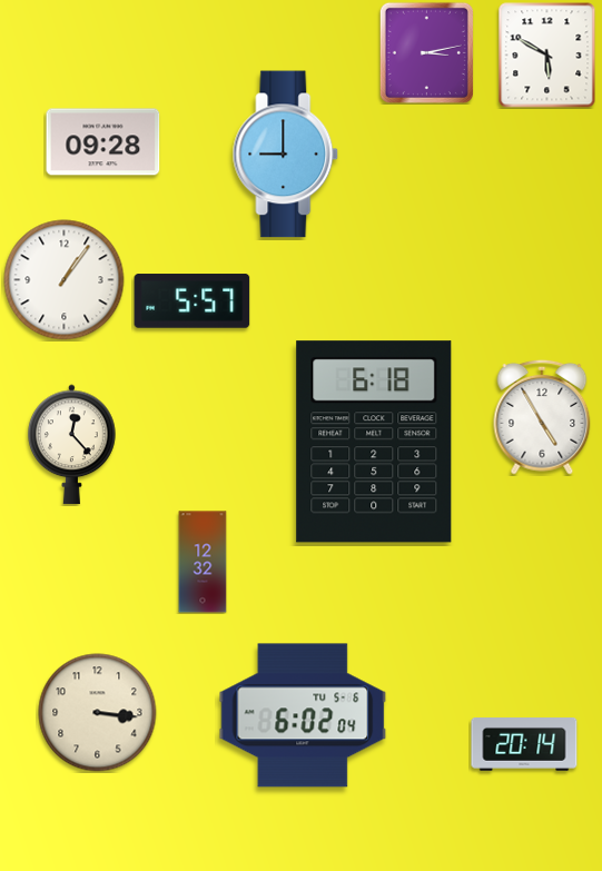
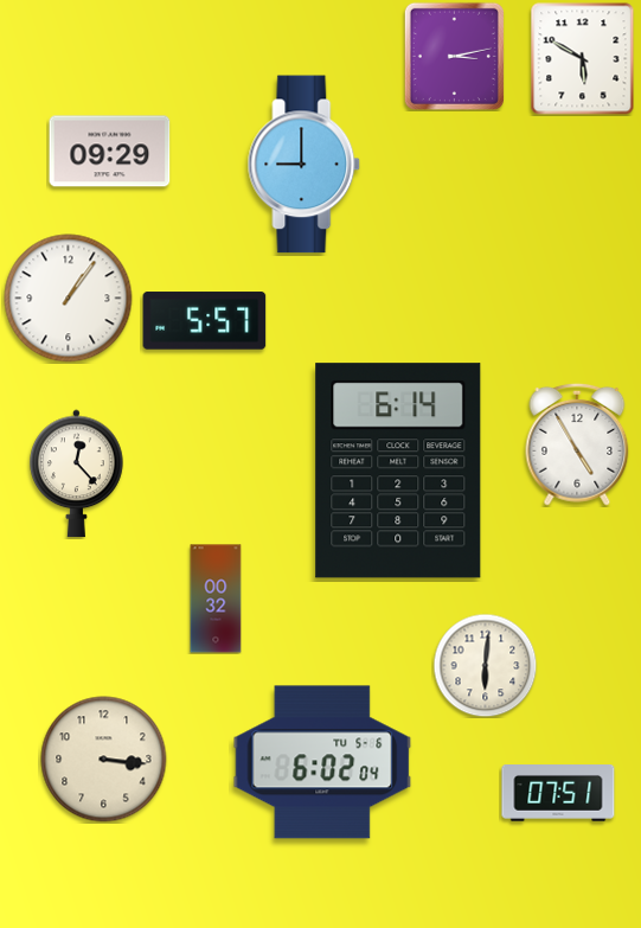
clock at (103, 142): 09:28 -> 09:29
clock at (374, 442): 6:18 -> 6:14
clock at (203, 562): 12:32 -> 00:32
clock at (485, 665): none -> 6:01
clock at (524, 744): 20:14 -> 07:51
